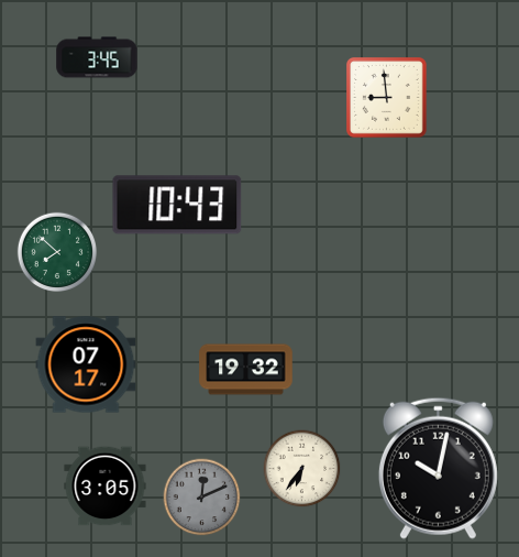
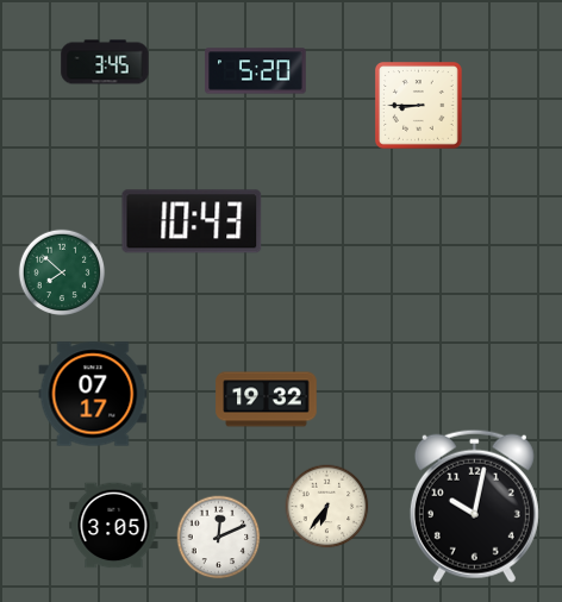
clock at (256, 71): none -> 5:20
clock at (387, 98): 8:59 -> 8:45
clock at (202, 498) dial: grey -> white
